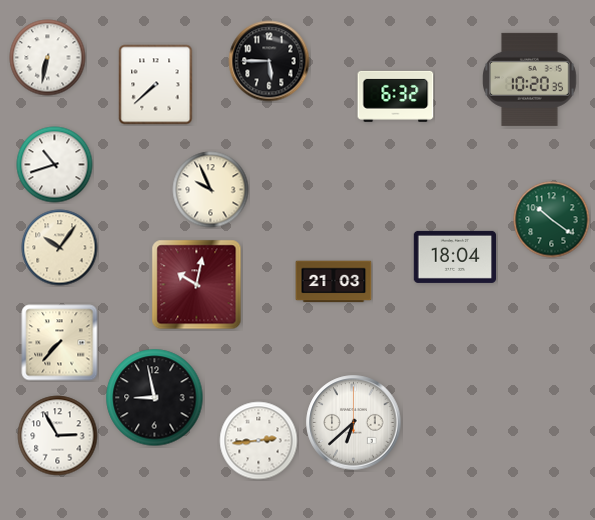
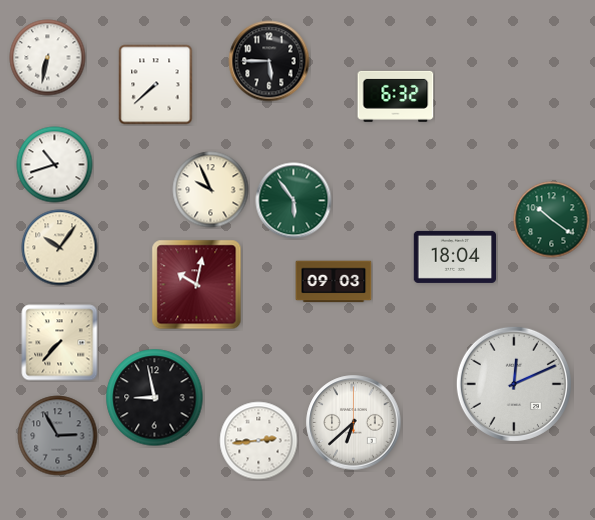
clock at (530, 79): 10:20 -> none
clock at (294, 201): none -> 5:54
clock at (334, 282): 21:03 -> 09:03
clock at (514, 384): none -> 12:11
clock at (58, 436) dial: white -> grey
